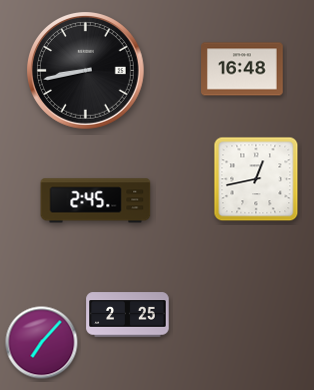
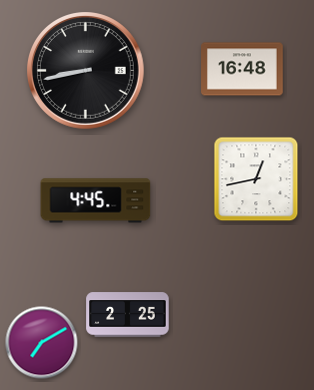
clock at (96, 201): 2:45 -> 4:45
clock at (42, 343): 7:07 -> 7:10
